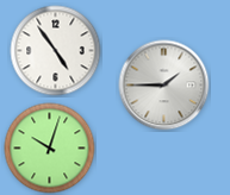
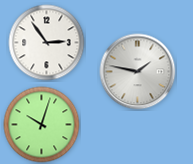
clock at (56, 51): 4:54 -> 2:54
clock at (164, 86): 1:45 -> 1:47
